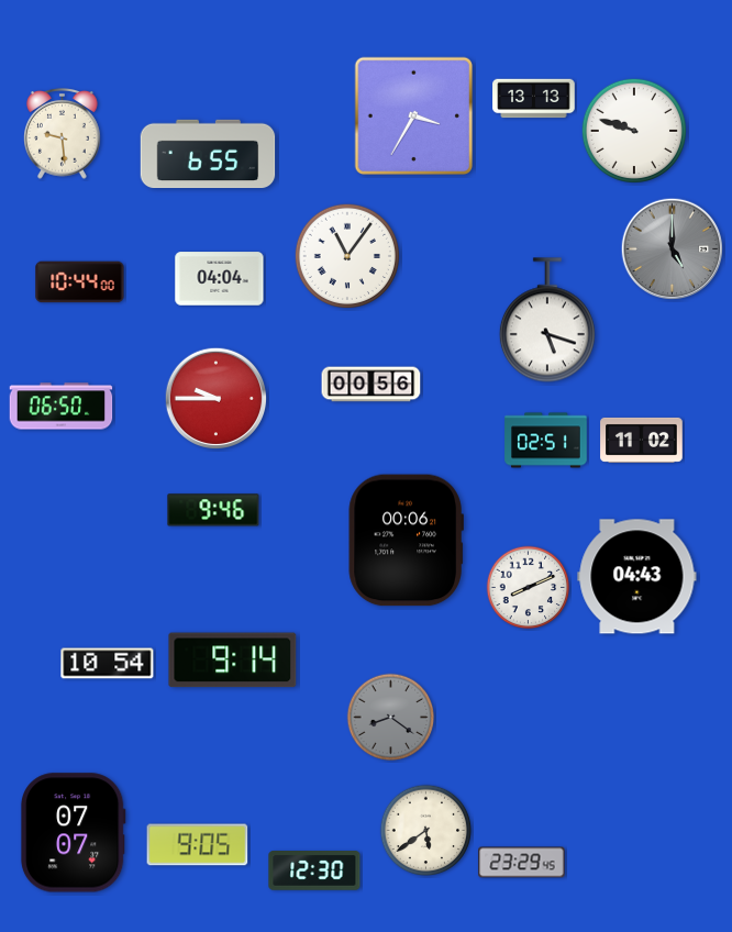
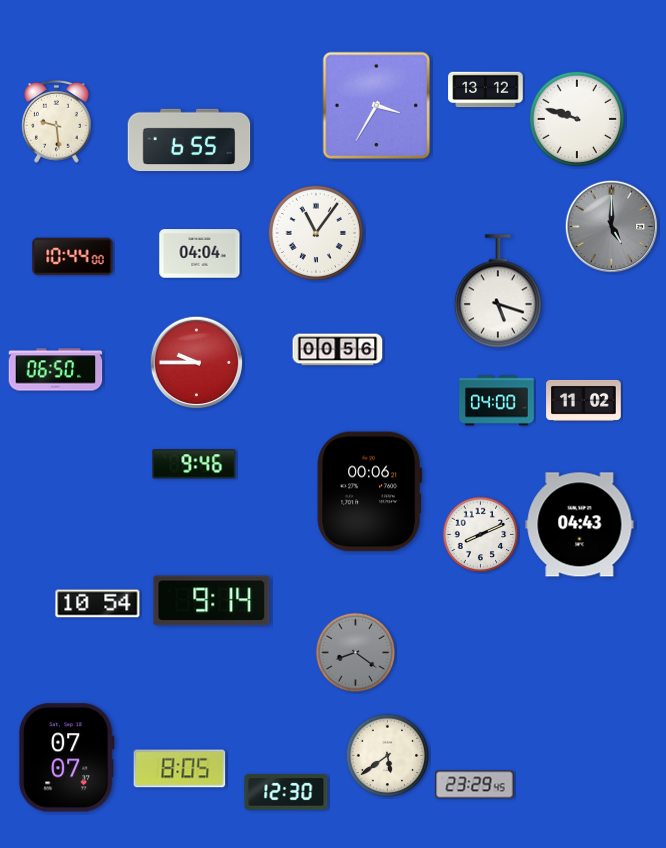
clock at (534, 99): 13:13 -> 13:12
clock at (546, 441): 02:51 -> 04:00
clock at (198, 845): 9:05 -> 8:05
